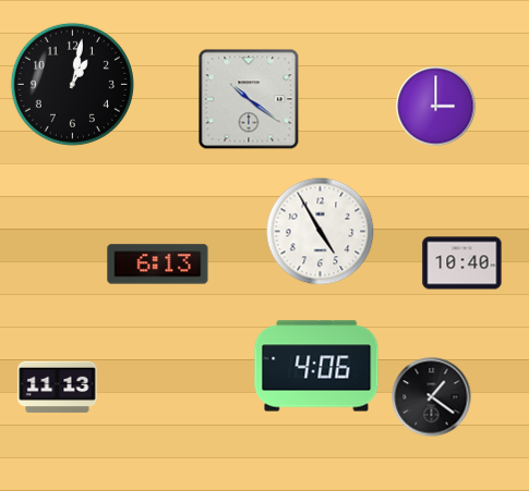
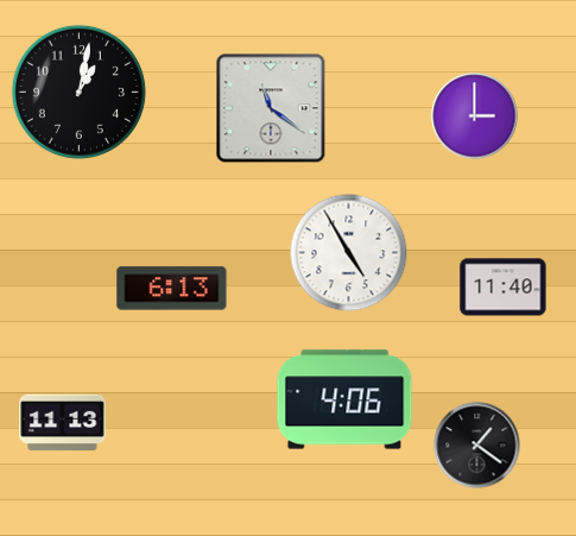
clock at (249, 99): 10:21 -> 11:21
clock at (462, 263): 10:40 -> 11:40
clock at (432, 397) position: (432, 397) -> (477, 446)
